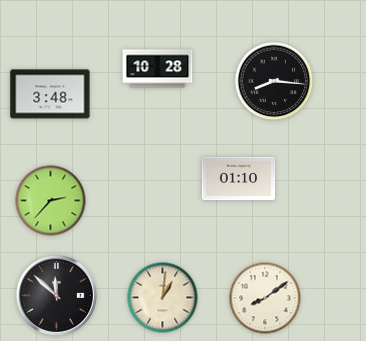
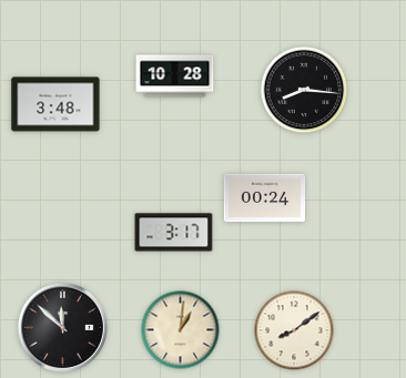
clock at (239, 179): 01:10 -> 00:24
clock at (51, 201): 2:37 -> none
clock at (174, 233): none -> 3:17
